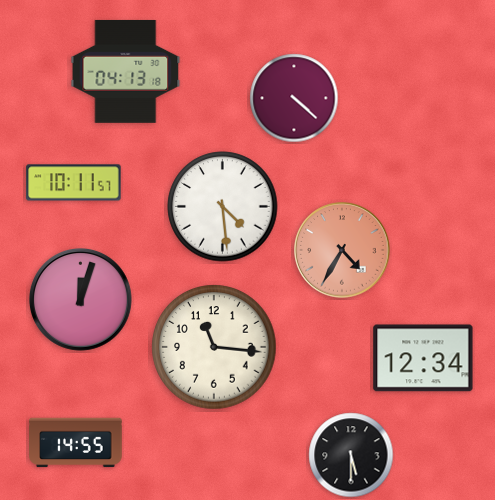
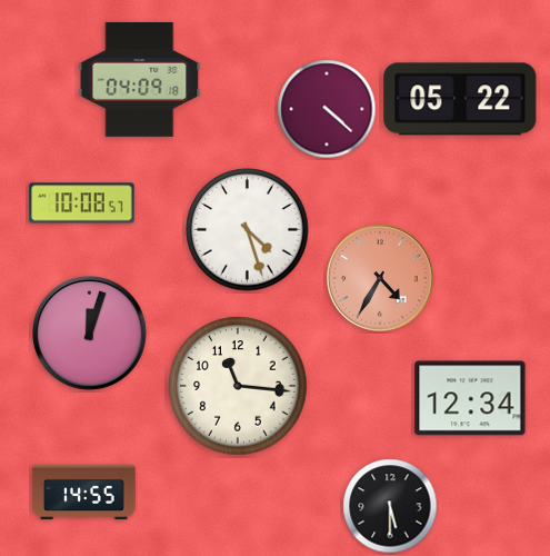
clock at (126, 71): 04:13 -> 04:09
clock at (460, 99): none -> 05:22
clock at (74, 183): 10:11 -> 10:08
clock at (223, 207): 4:29 -> 4:27
